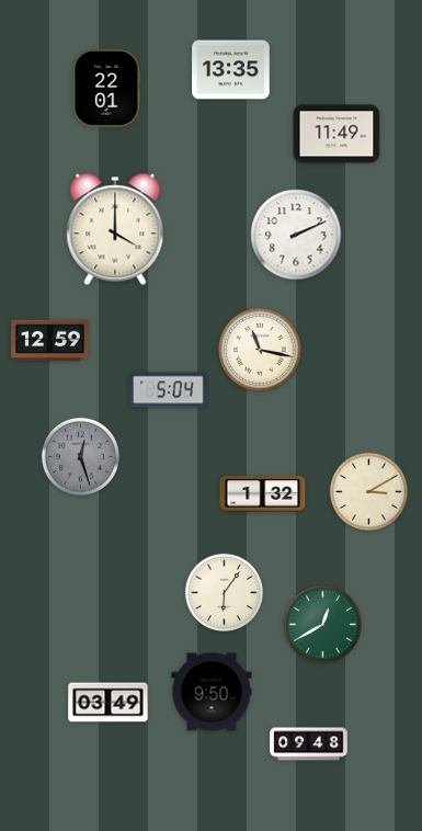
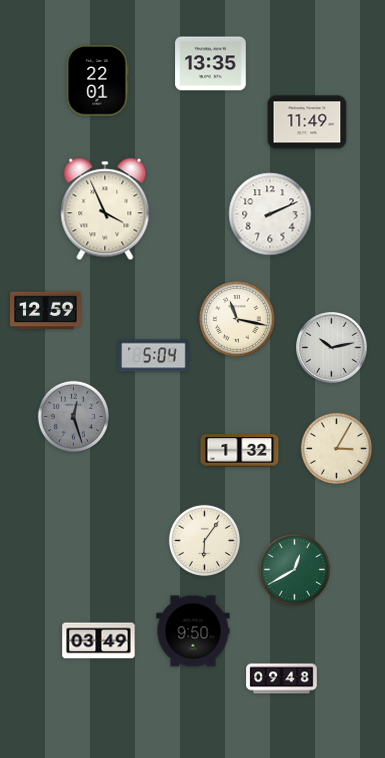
clock at (115, 229): 4:00 -> 3:56
clock at (332, 348): none -> 10:13
clock at (368, 491): 3:10 -> 3:05
